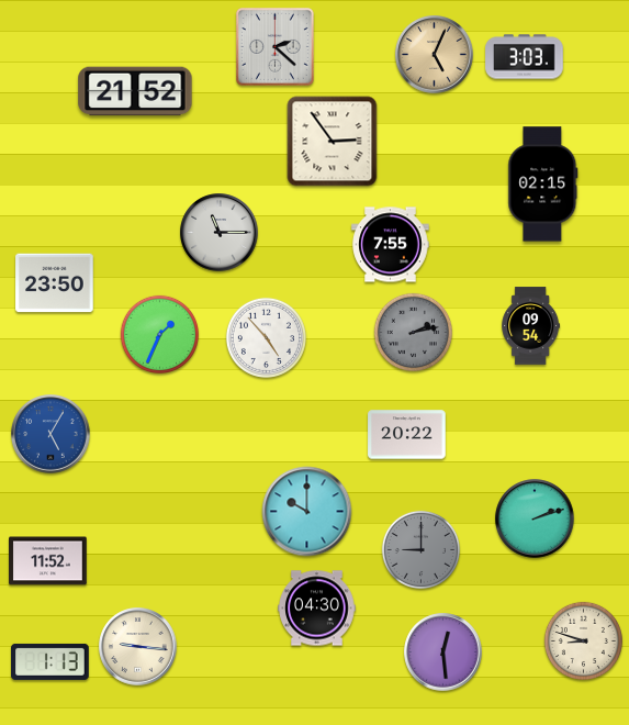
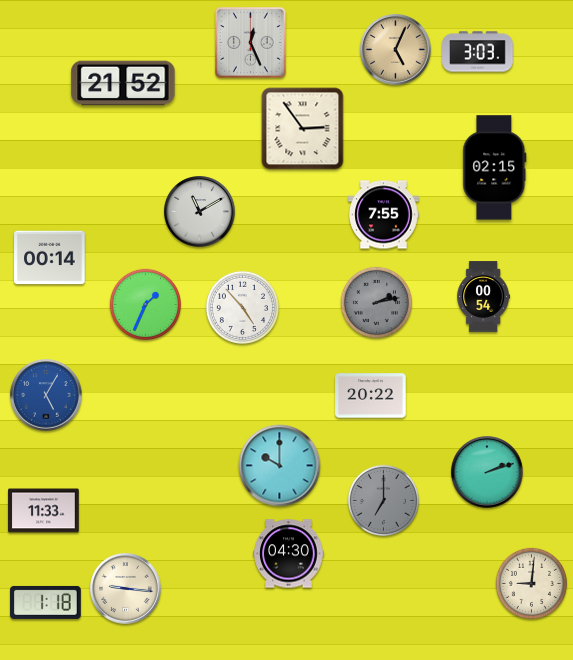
clock at (274, 46): 2:22 -> 12:26
clock at (220, 233): 11:15 -> 11:10
clock at (391, 245) position: (391, 245) -> (384, 215)
clock at (55, 283): 23:50 -> 00:14
clock at (531, 326): 09:54 -> 00:54
clock at (420, 549): 9:00 -> 7:00
clock at (48, 561): 11:52 -> 11:33
clock at (583, 640): 8:48 -> 9:01
clock at (443, 652): 12:29 -> none
clock at (50, 661): 1:13 -> 1:18
